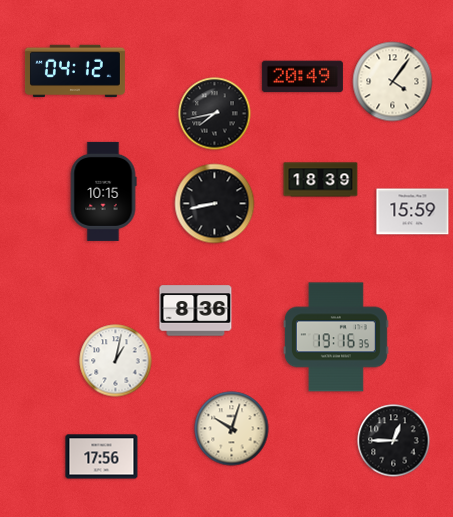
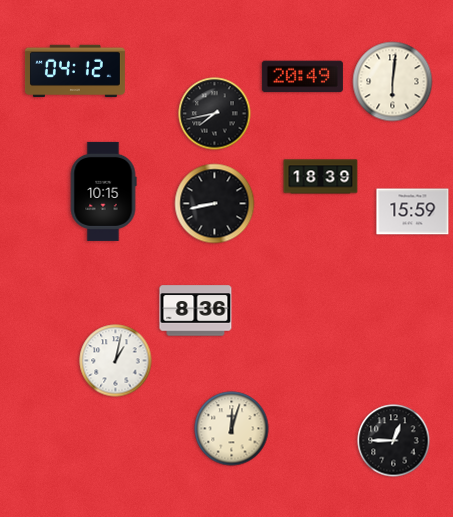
clock at (393, 82): 4:06 -> 6:01
clock at (321, 180) position: (321, 180) -> (321, 177)
clock at (336, 337): 19:16 -> none
clock at (232, 429): 10:03 -> 12:03
clock at (102, 457): 17:56 -> none
